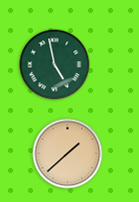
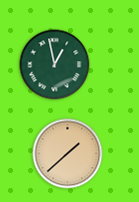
clock at (55, 65): 4:58 -> 12:58
